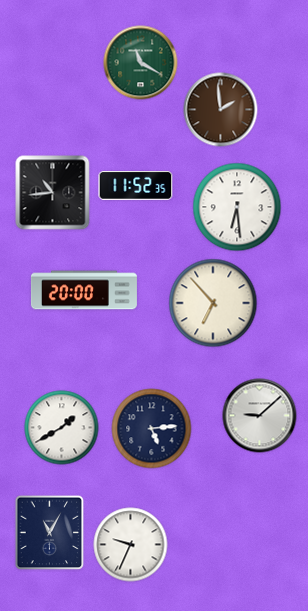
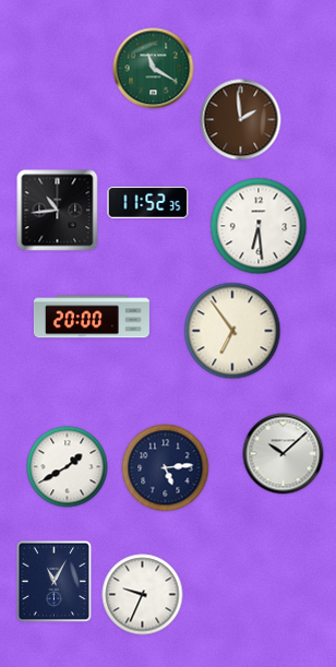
clock at (213, 303): 6:53 -> 6:54
clock at (260, 416): 9:08 -> 10:08
